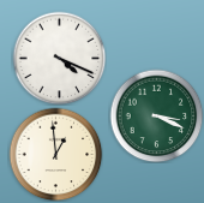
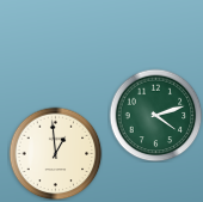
clock at (59, 58): 4:19 -> none
clock at (156, 115): 3:19 -> 4:12
